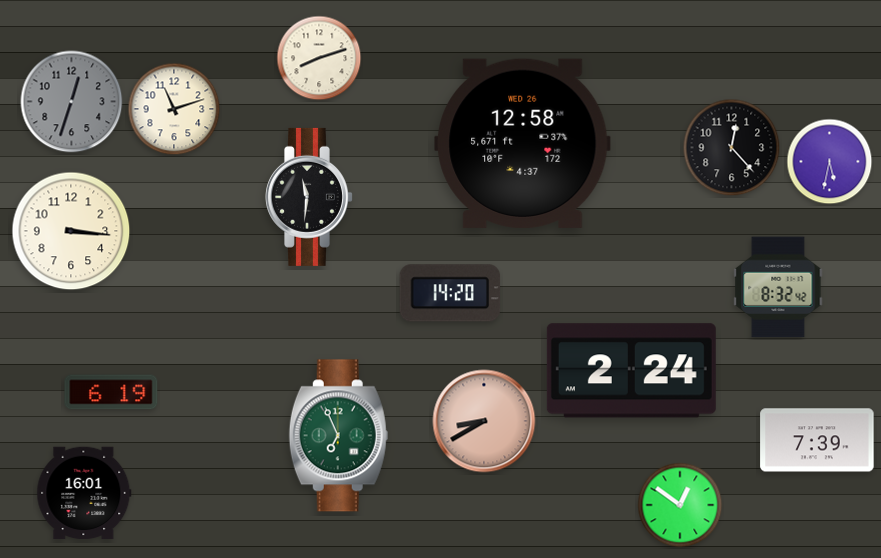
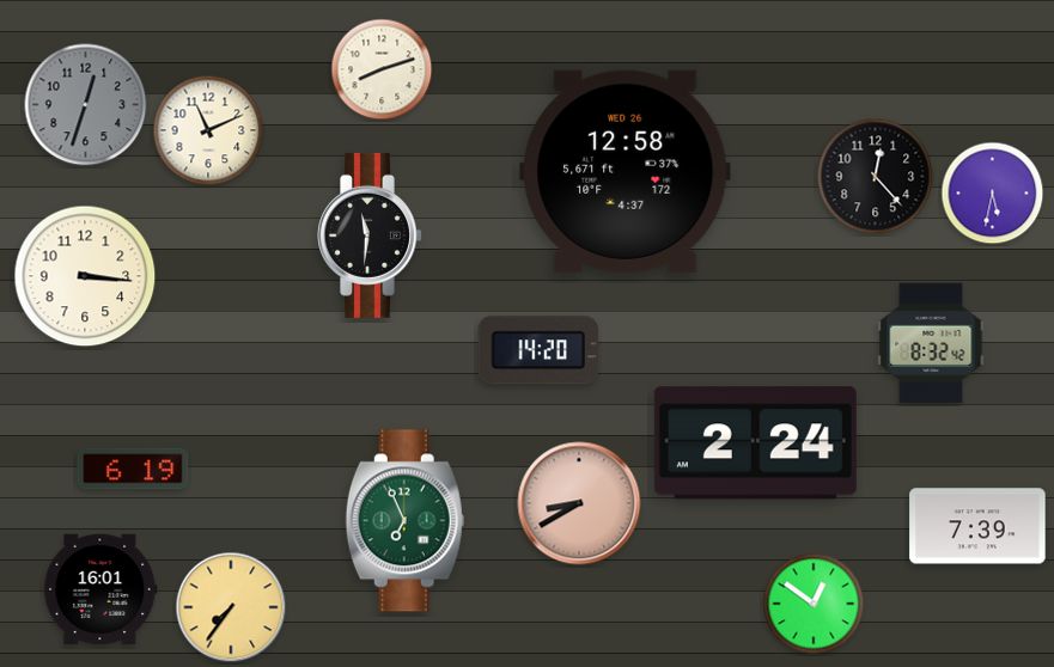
clock at (72, 102) position: (72, 102) -> (86, 105)
clock at (174, 109): 11:12 -> 11:11
clock at (231, 607): none -> 7:36
